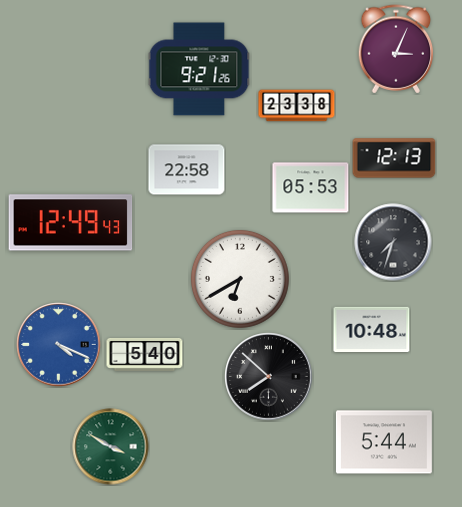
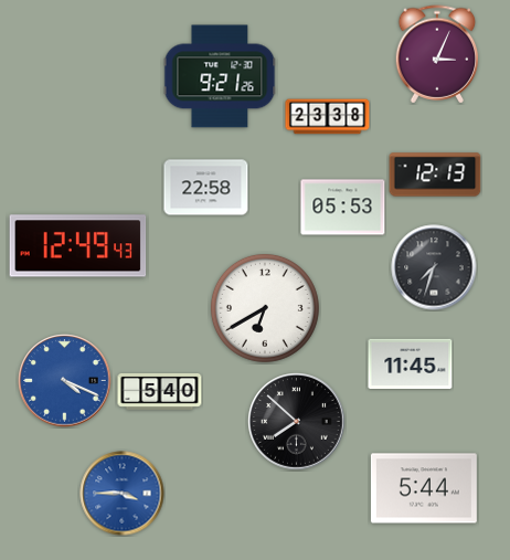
clock at (372, 329): 10:48 -> 11:45
clock at (269, 377) position: (269, 377) -> (297, 422)
clock at (111, 447): 3:50 -> 3:45
clock at (111, 447) dial: green -> blue
